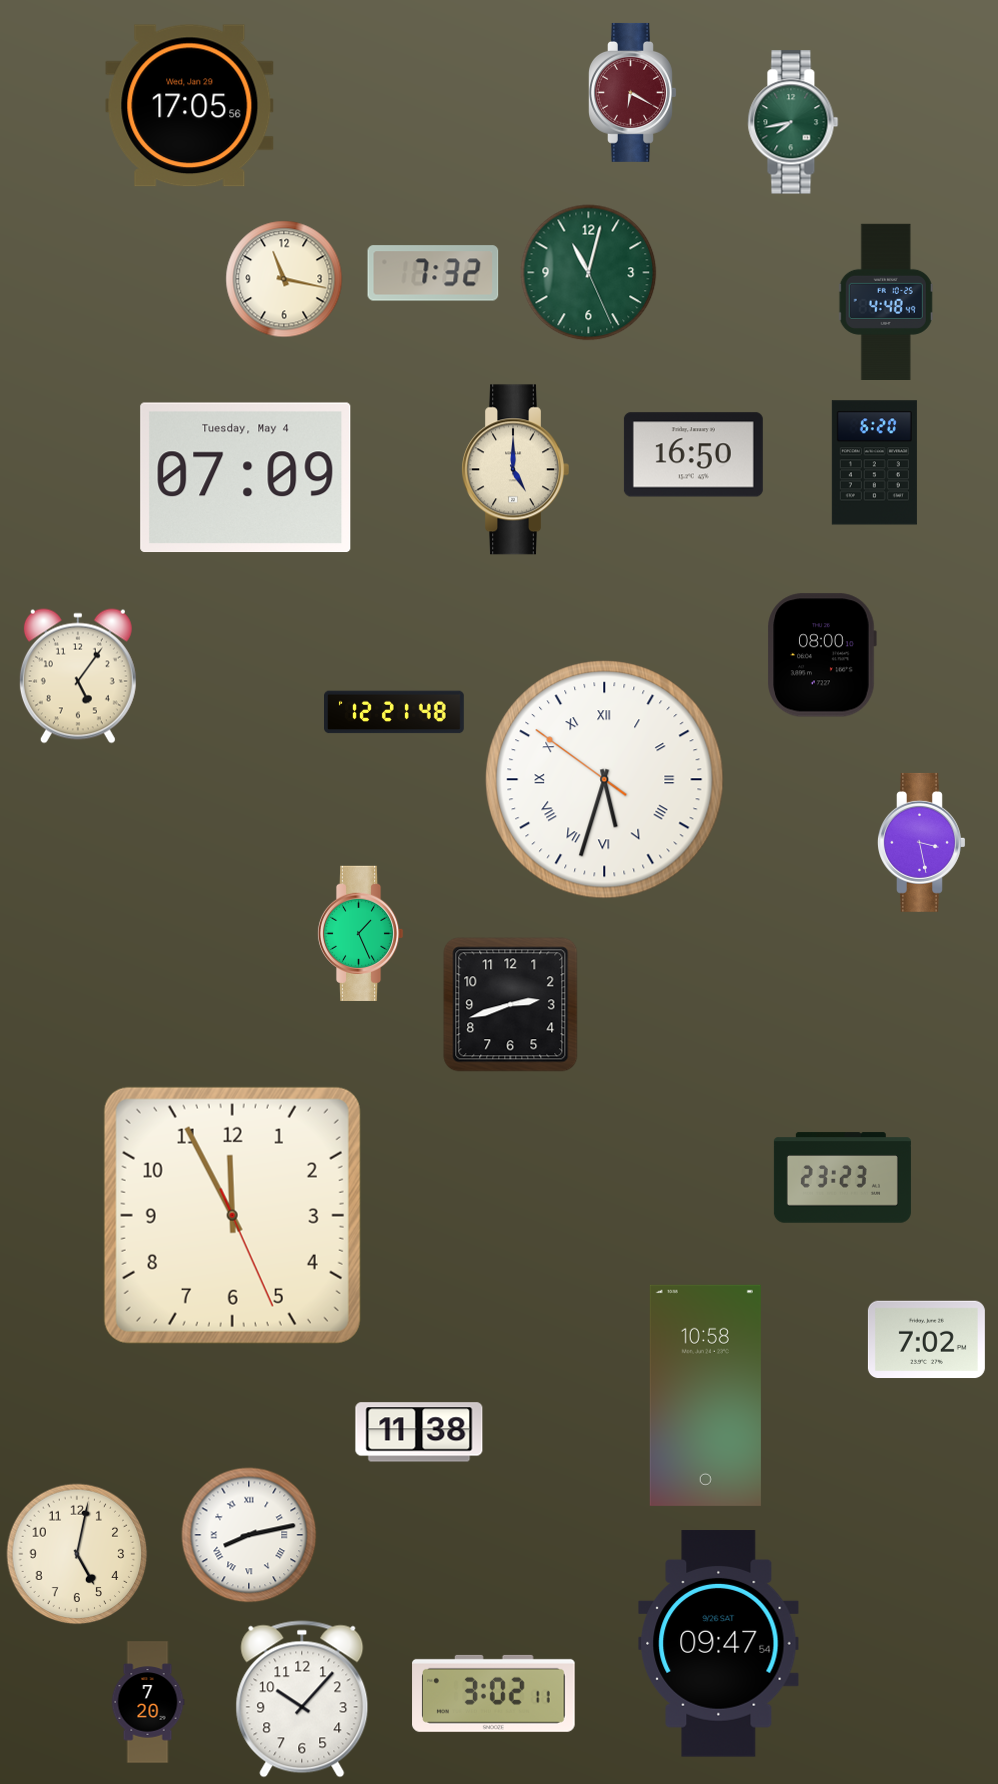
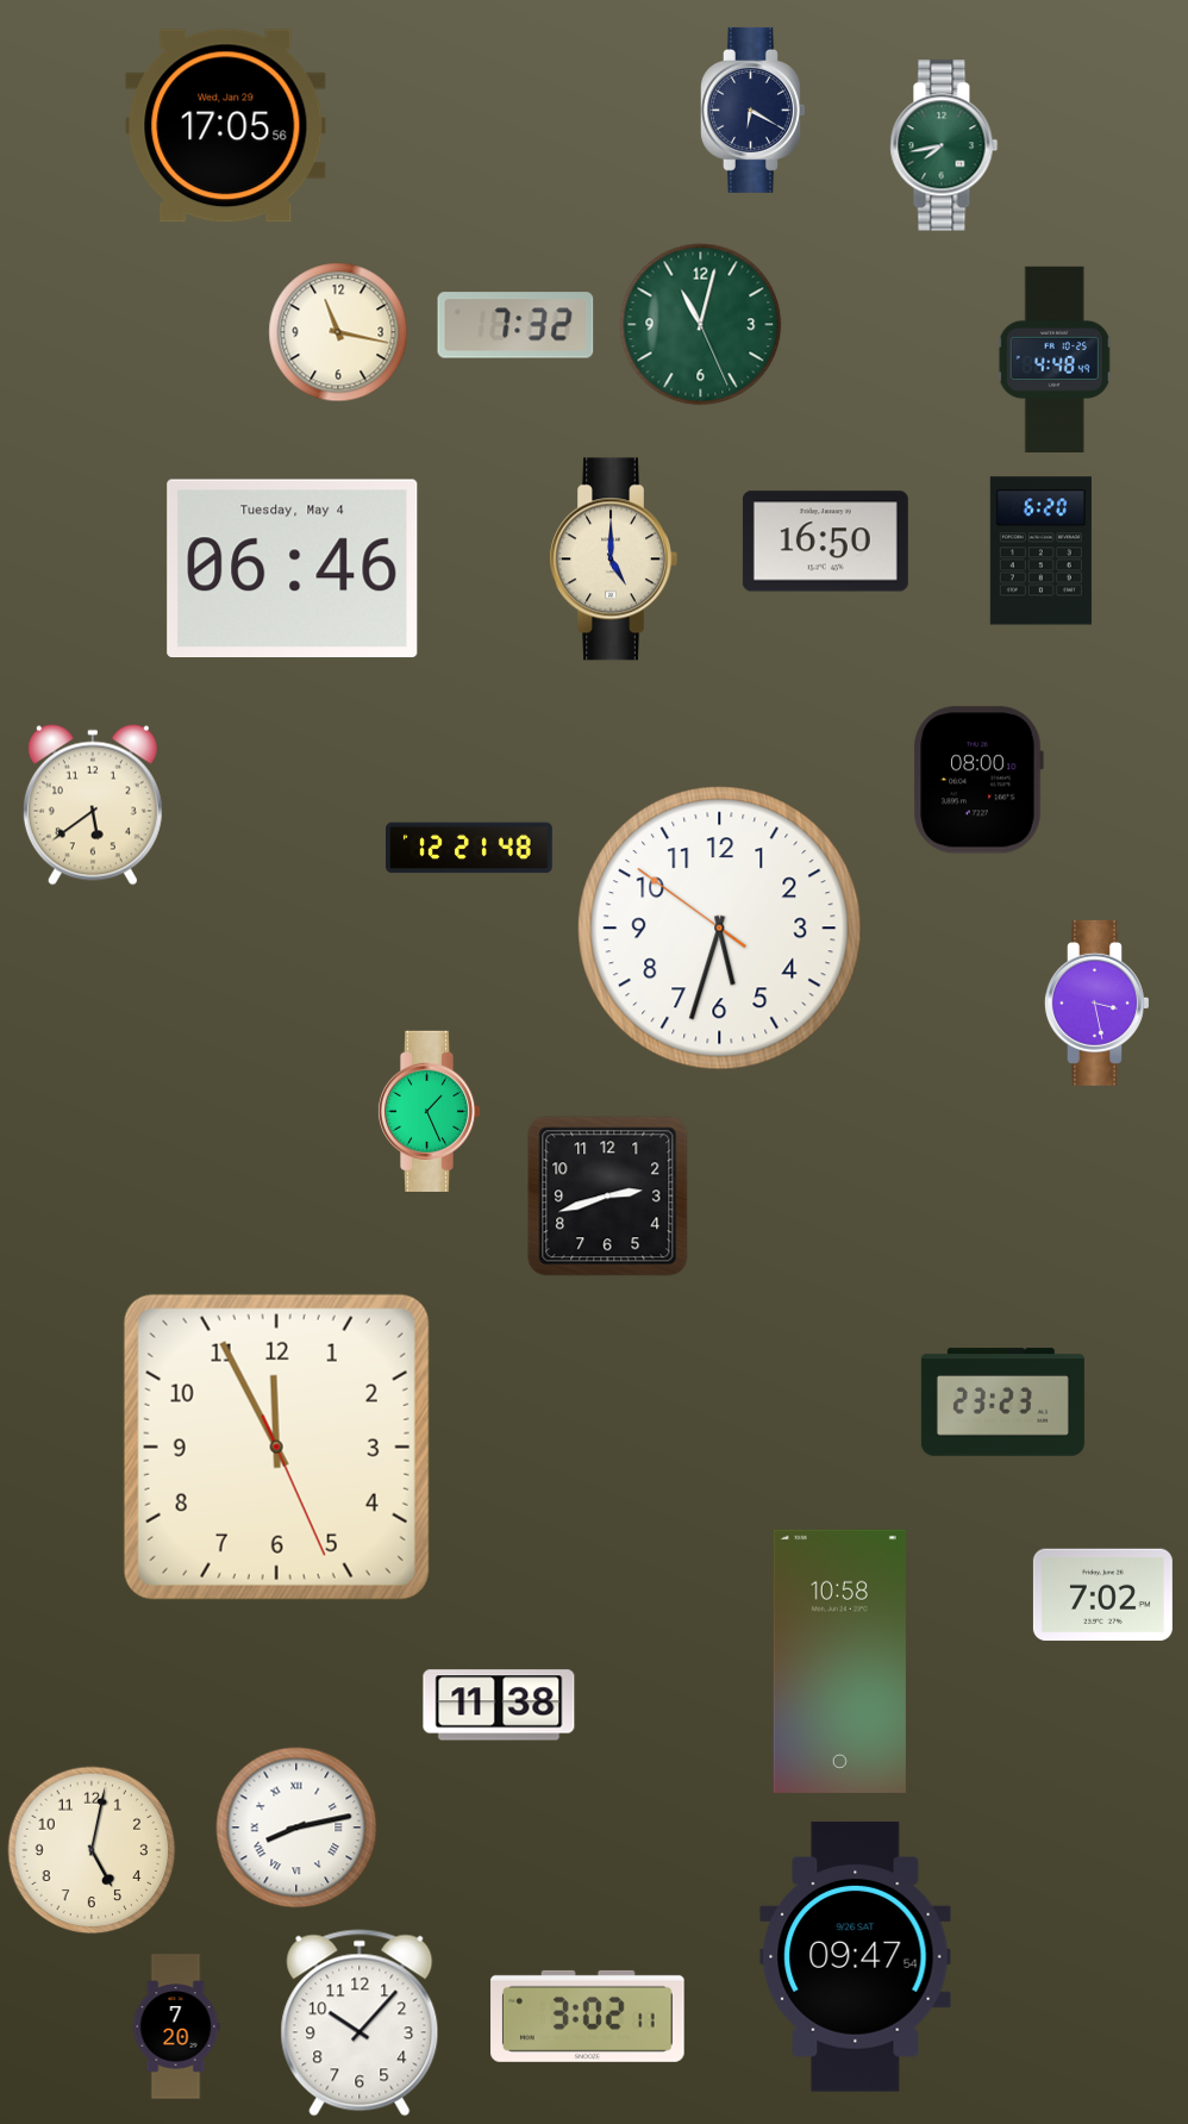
clock at (633, 92) dial: burgundy -> navy
clock at (246, 478): 07:09 -> 06:46
clock at (78, 676): 5:06 -> 5:39
clock at (605, 780) numerals: Roman -> Arabic
